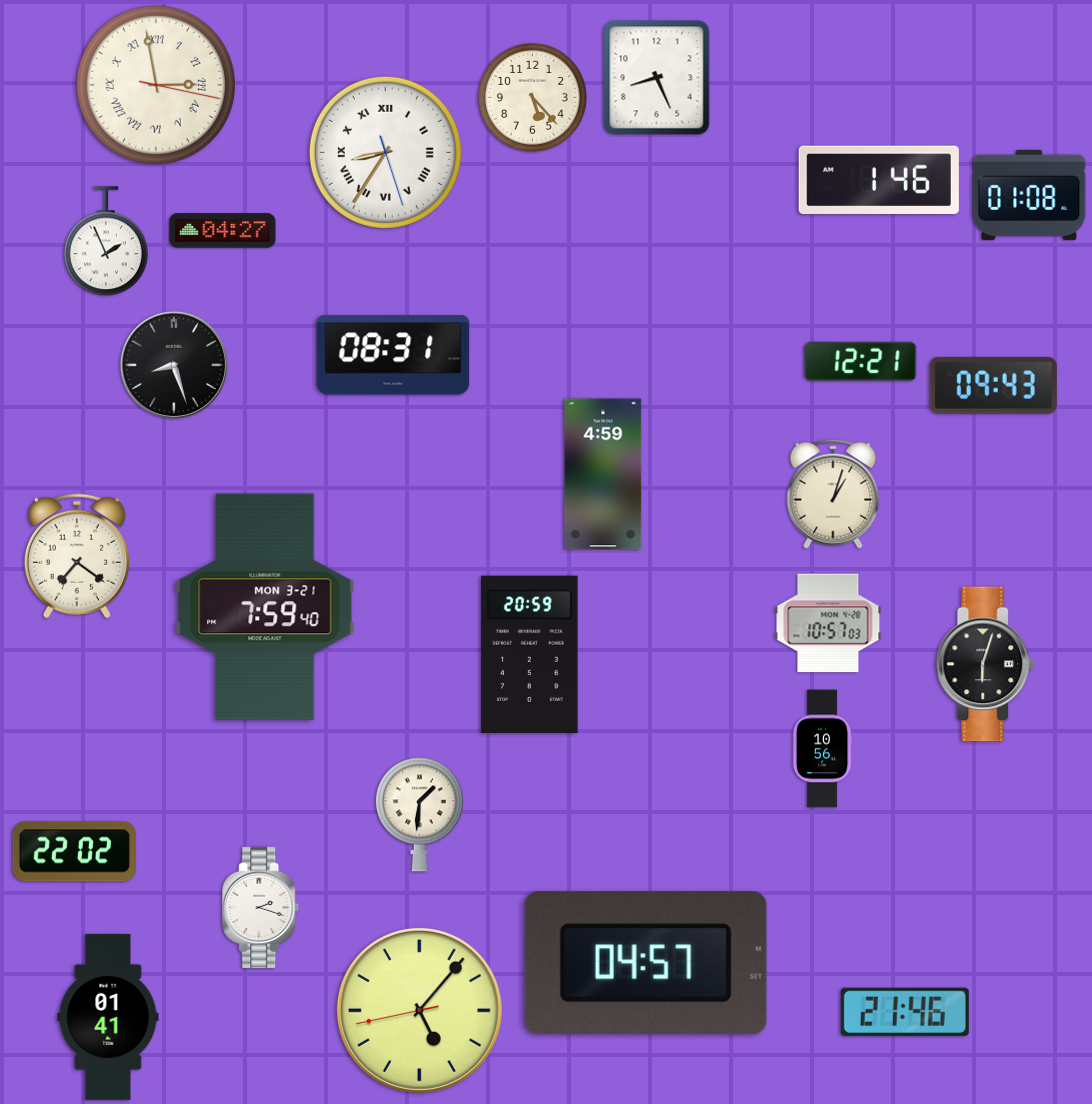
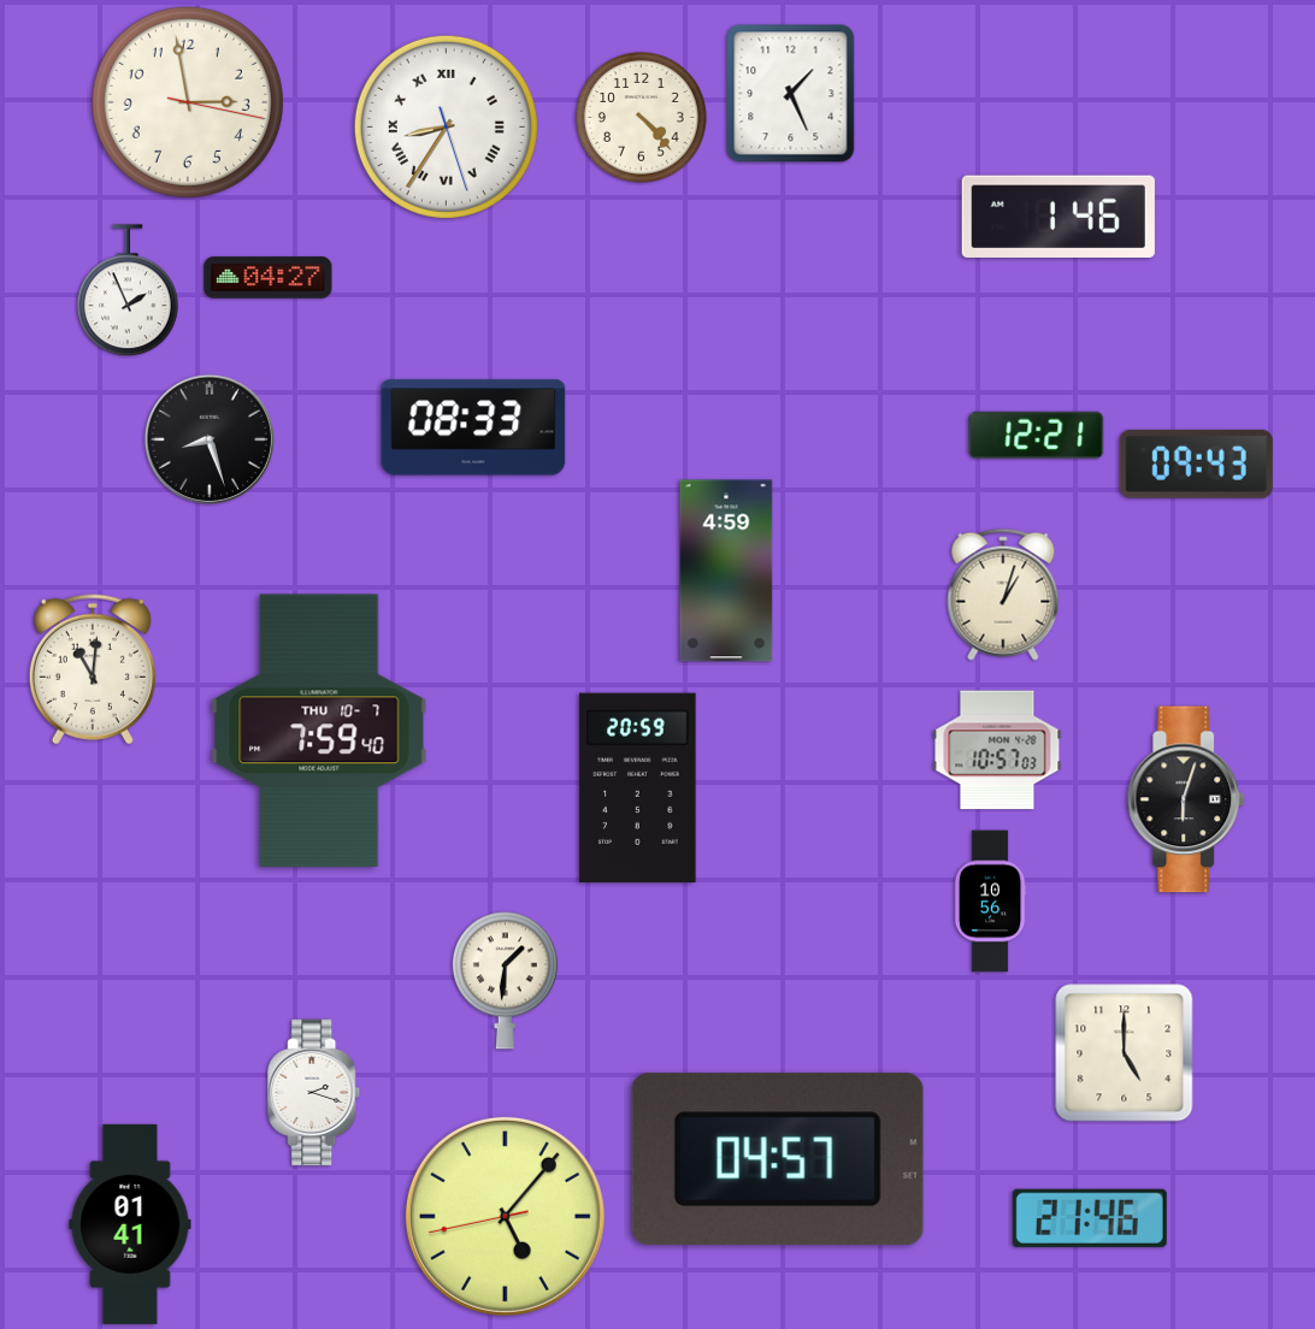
clock at (657, 78): 8:26 -> 1:26
clock at (156, 85) numerals: Roman -> Arabic
clock at (533, 98): 5:23 -> 4:23
clock at (385, 152) position: (385, 152) -> (446, 126)
clock at (1029, 195): 01:08 -> none
clock at (393, 355): 08:31 -> 08:33
clock at (77, 556): 7:21 -> 11:01
clock at (265, 607) date: MON 3-21 -> THU 10-7
clock at (74, 852): 22:02 -> none
clock at (1125, 1053): none -> 5:00
